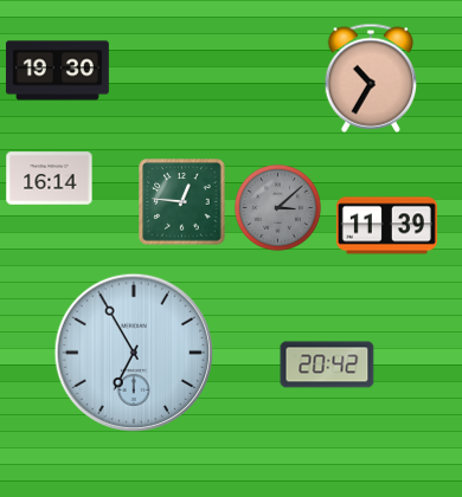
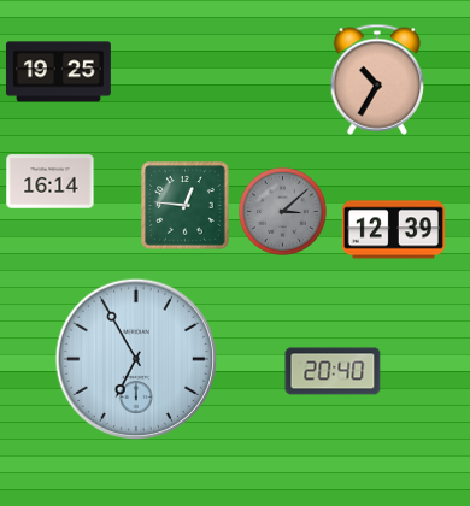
clock at (57, 71): 19:30 -> 19:25
clock at (386, 226): 11:39 -> 12:39
clock at (327, 364): 20:42 -> 20:40
